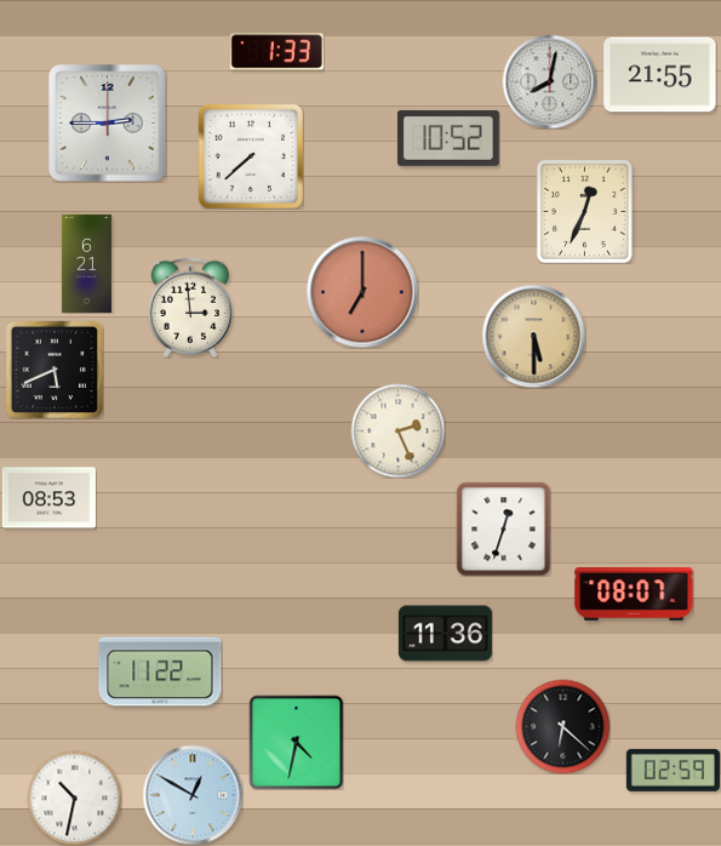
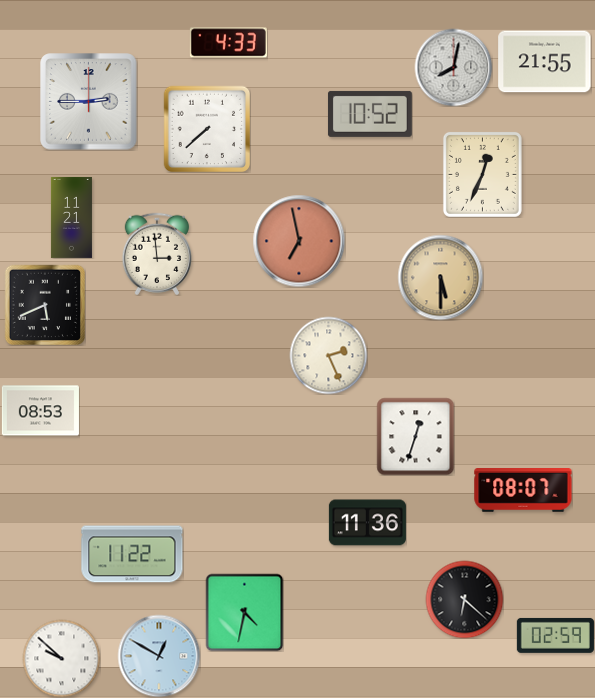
clock at (276, 52): 1:33 -> 4:33
clock at (86, 263): 6:21 -> 11:21
clock at (362, 292): 7:00 -> 6:58
clock at (74, 798): 10:32 -> 9:52
